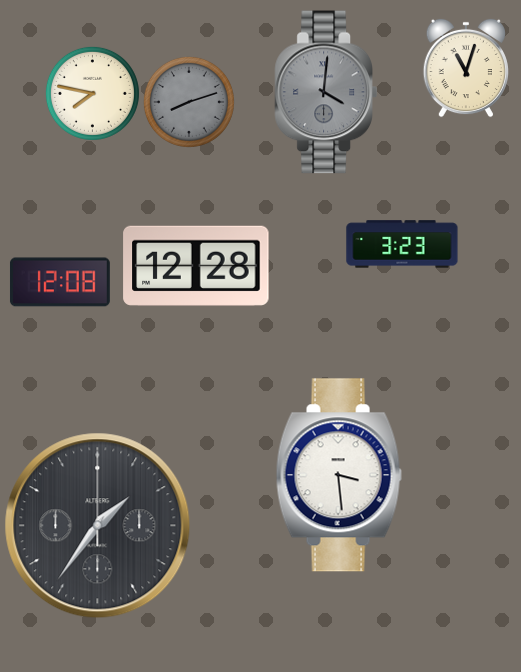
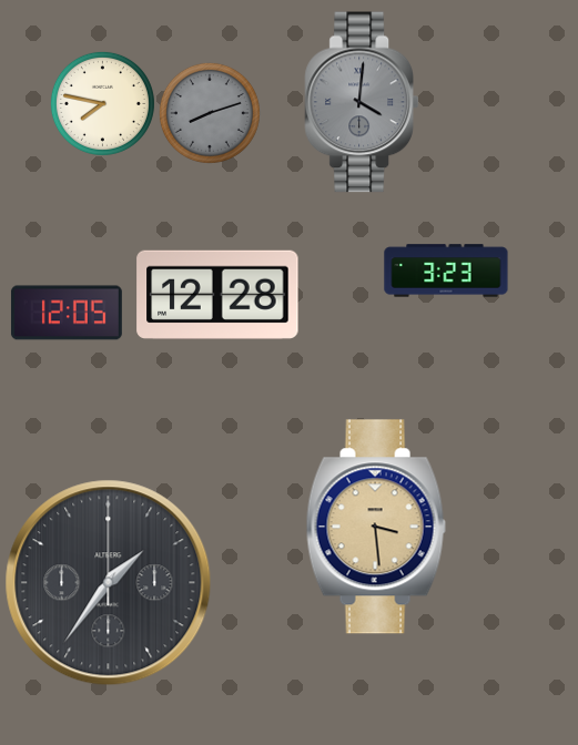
clock at (466, 68): 11:03 -> none
clock at (60, 282): 12:08 -> 12:05
clock at (339, 475) dial: white -> champagne
